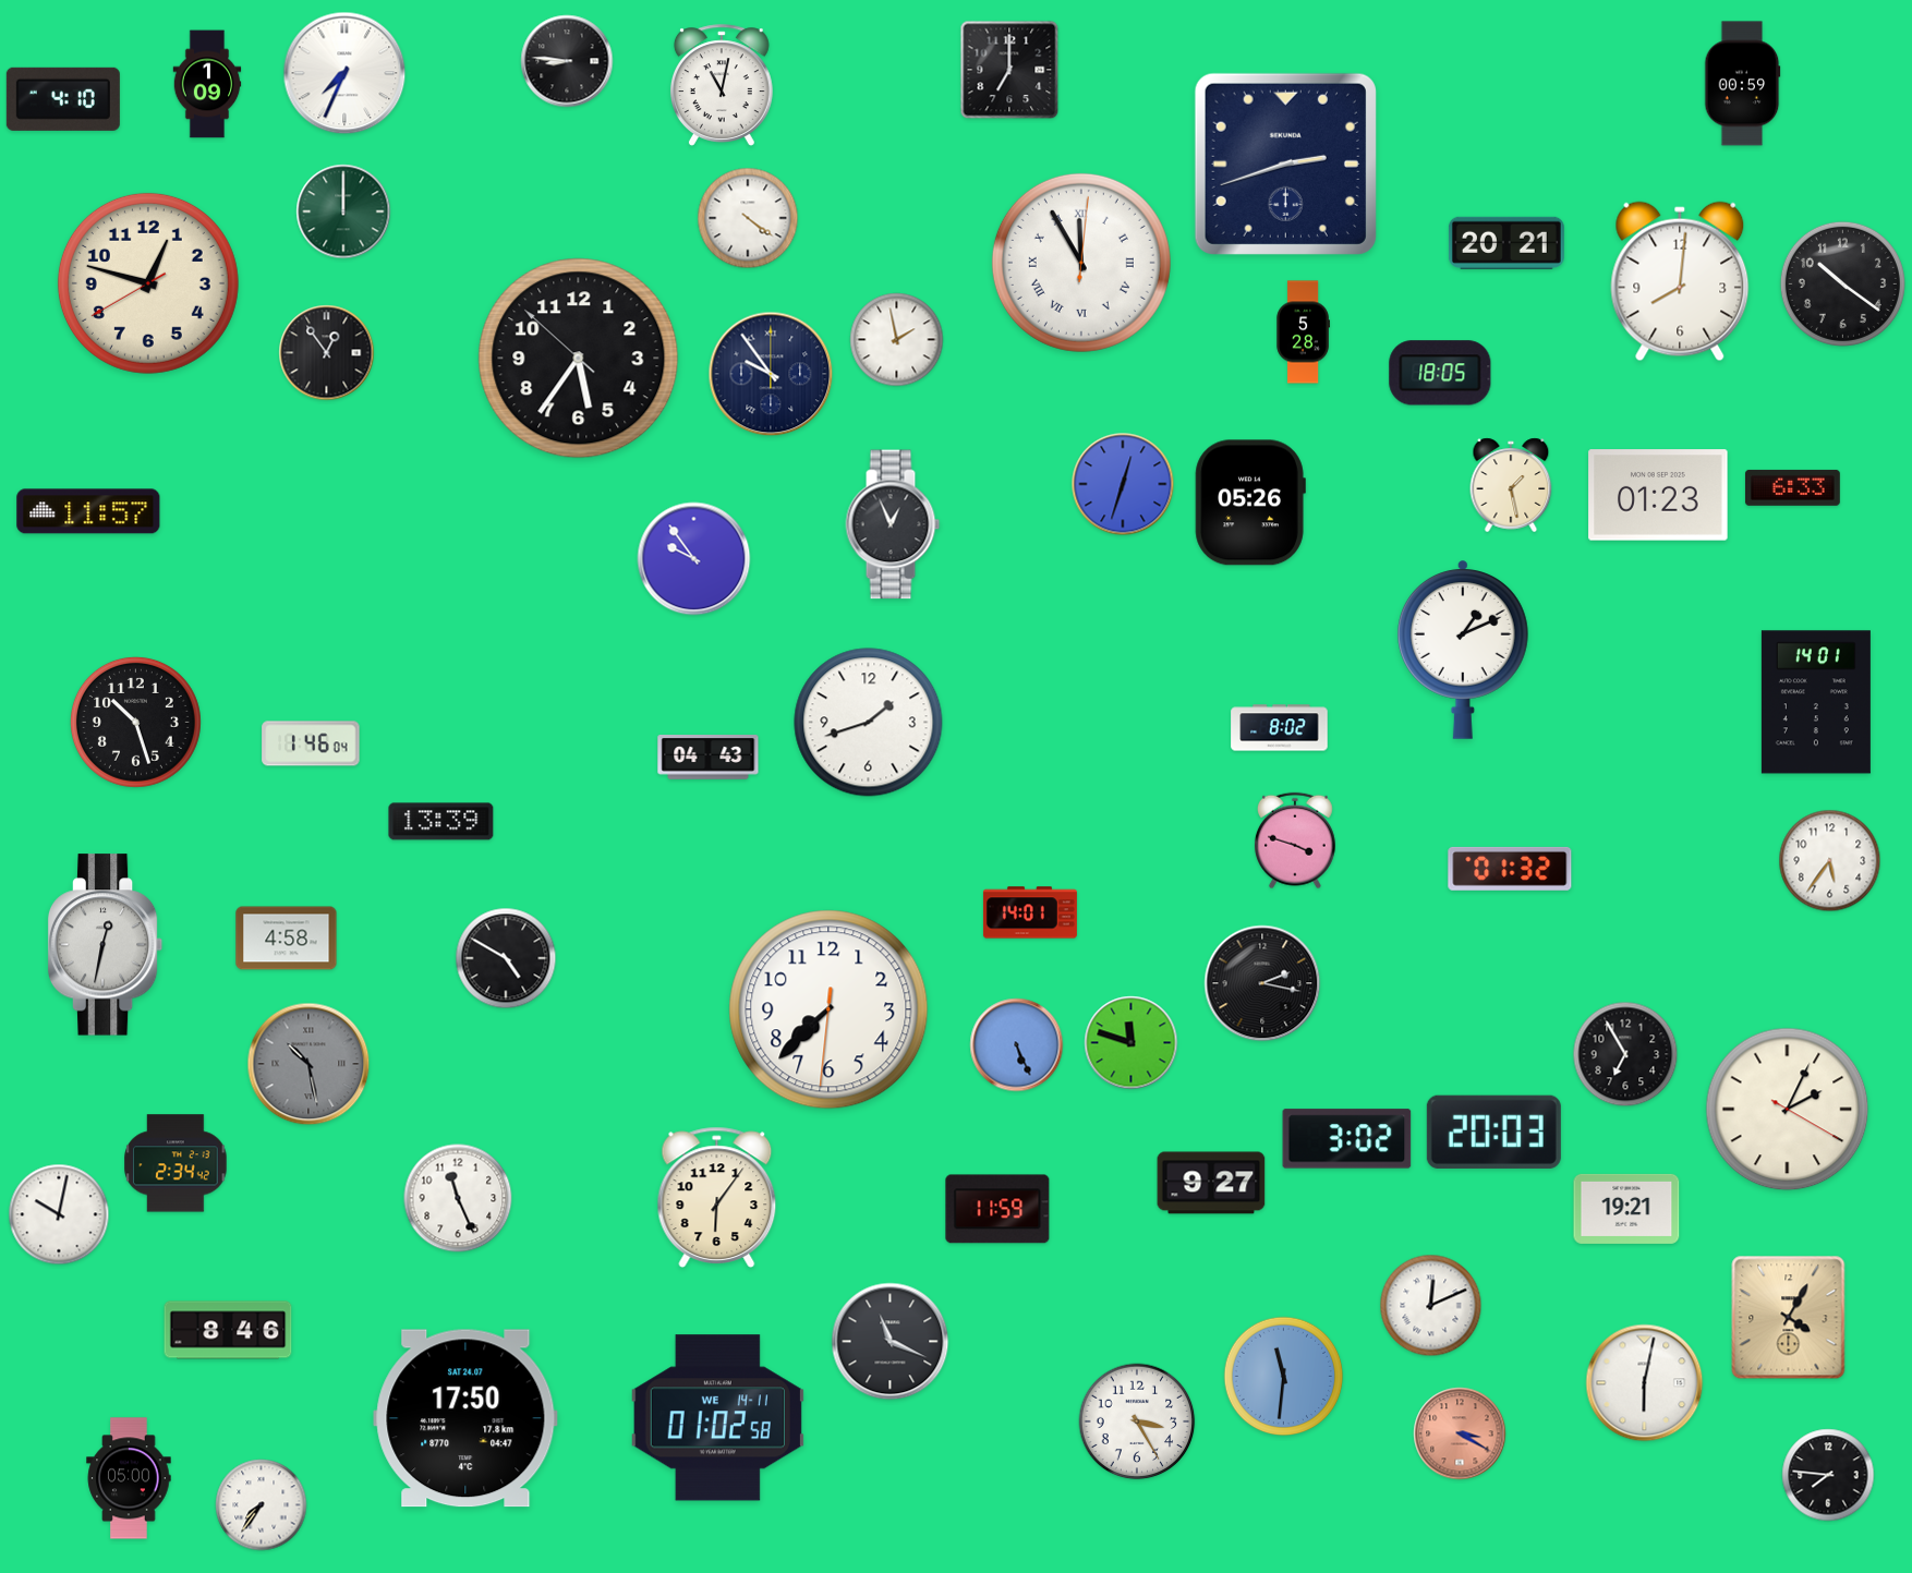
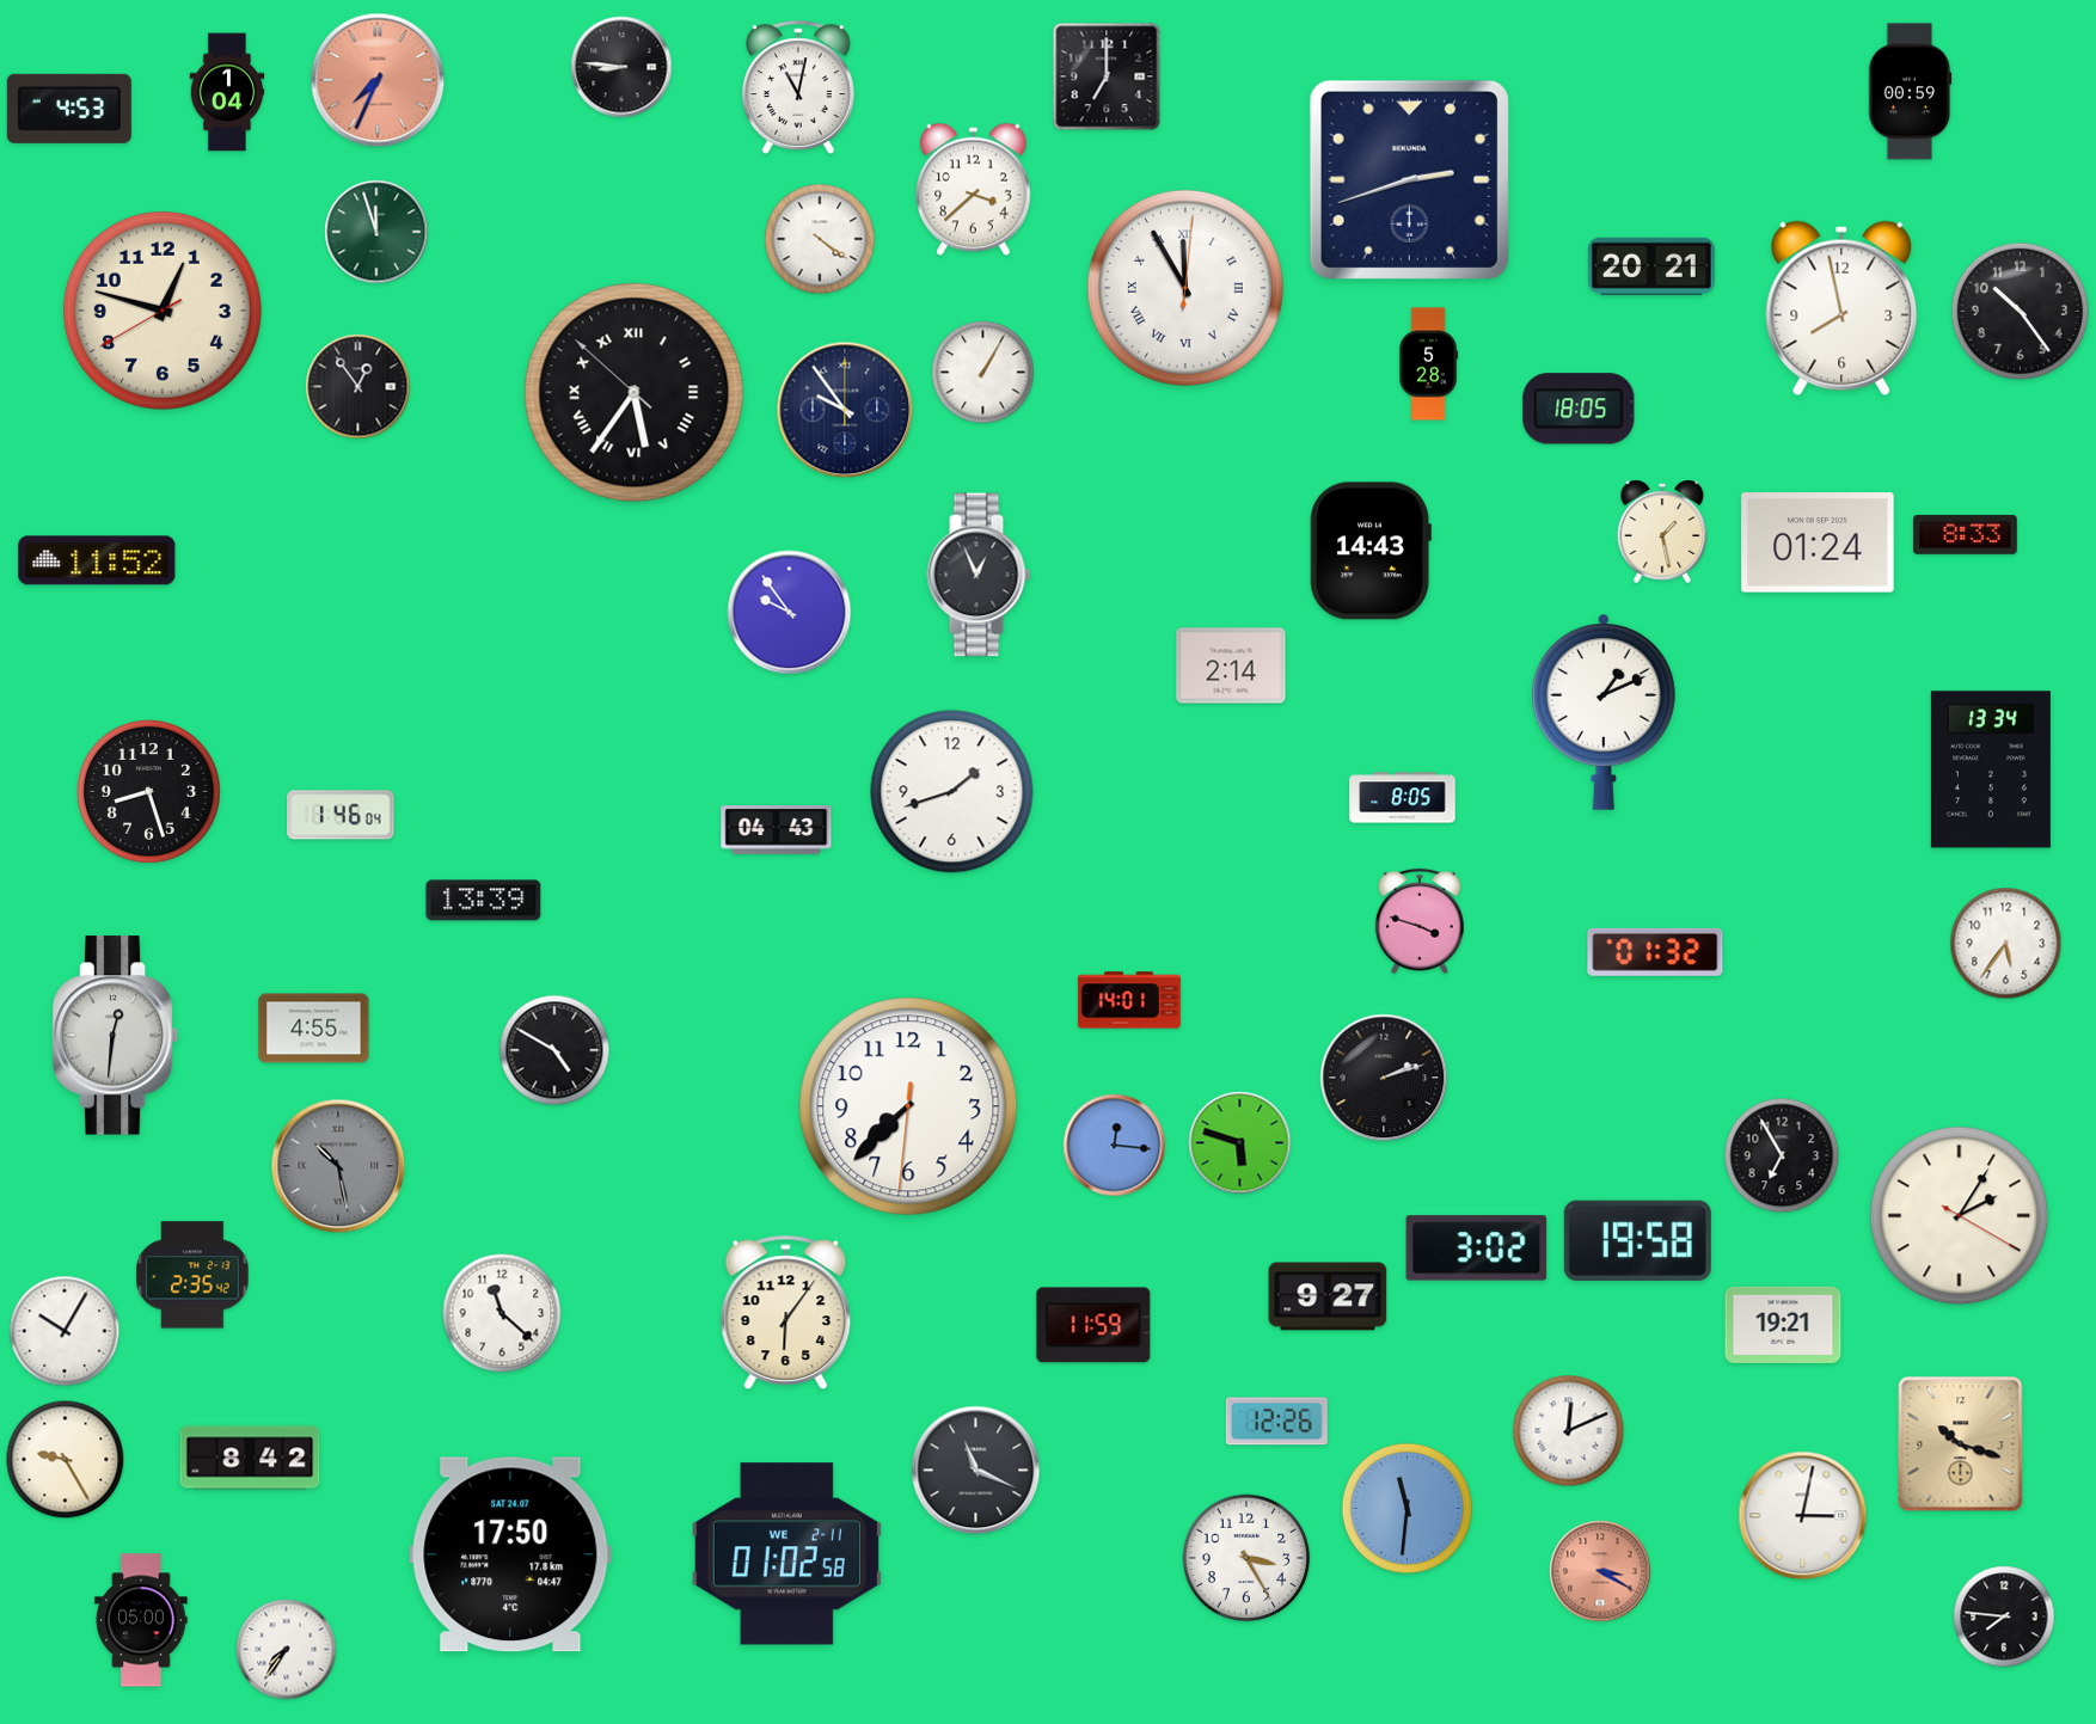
clock at (344, 73) dial: white -> salmon
clock at (207, 84): 1:09 -> 1:04
clock at (722, 85) position: (722, 85) -> (798, 87)
clock at (63, 99): 4:10 -> 4:53
clock at (974, 190): none -> 3:38
clock at (343, 211): 12:00 -> 11:57
clock at (1680, 281): 8:01 -> 7:58
clock at (1842, 283): 10:21 -> 10:24
clock at (897, 340): 1:58 -> 1:05
clock at (579, 359) numerals: Arabic -> Roman
clock at (1123, 484): 12:33 -> none
clock at (1511, 485) position: (1511, 485) -> (1662, 532)
clock at (1792, 487): 6:33 -> 8:33
clock at (1658, 495): 01:23 -> 01:24
clock at (1250, 503): 05:26 -> 14:43
clock at (88, 511): 11:57 -> 11:52
clock at (694, 559) position: (694, 559) -> (790, 613)
clock at (1231, 665): none -> 2:14
clock at (1816, 702): 14:01 -> 13:34
clock at (135, 722): 10:27 -> 8:27
clock at (1280, 728): 8:02 -> 8:05
clock at (287, 939): 4:58 -> 4:55
clock at (106, 945): 12:32 -> 12:31
clock at (1262, 983): 2:17 -> 2:12
clock at (1132, 1043): 11:48 -> 5:48
clock at (1017, 1045): 5:26 -> 12:16
clock at (1788, 1110): 2:04 -> 2:05
clock at (1493, 1132): 20:03 -> 19:58
clock at (176, 1163): 2:34 -> 2:35
clock at (458, 1198): 11:26 -> 11:22
clock at (59, 1214): 10:02 -> 10:05
clock at (1276, 1422): none -> 12:26
clock at (1789, 1318): 4:05 -> 10:18
clock at (228, 1330): 8:46 -> 8:42
clock at (66, 1460): none -> 9:25
clock at (1645, 1383): 6:02 -> 3:02
clock at (717, 1418) date: WE 14-11 -> WE 2-11
